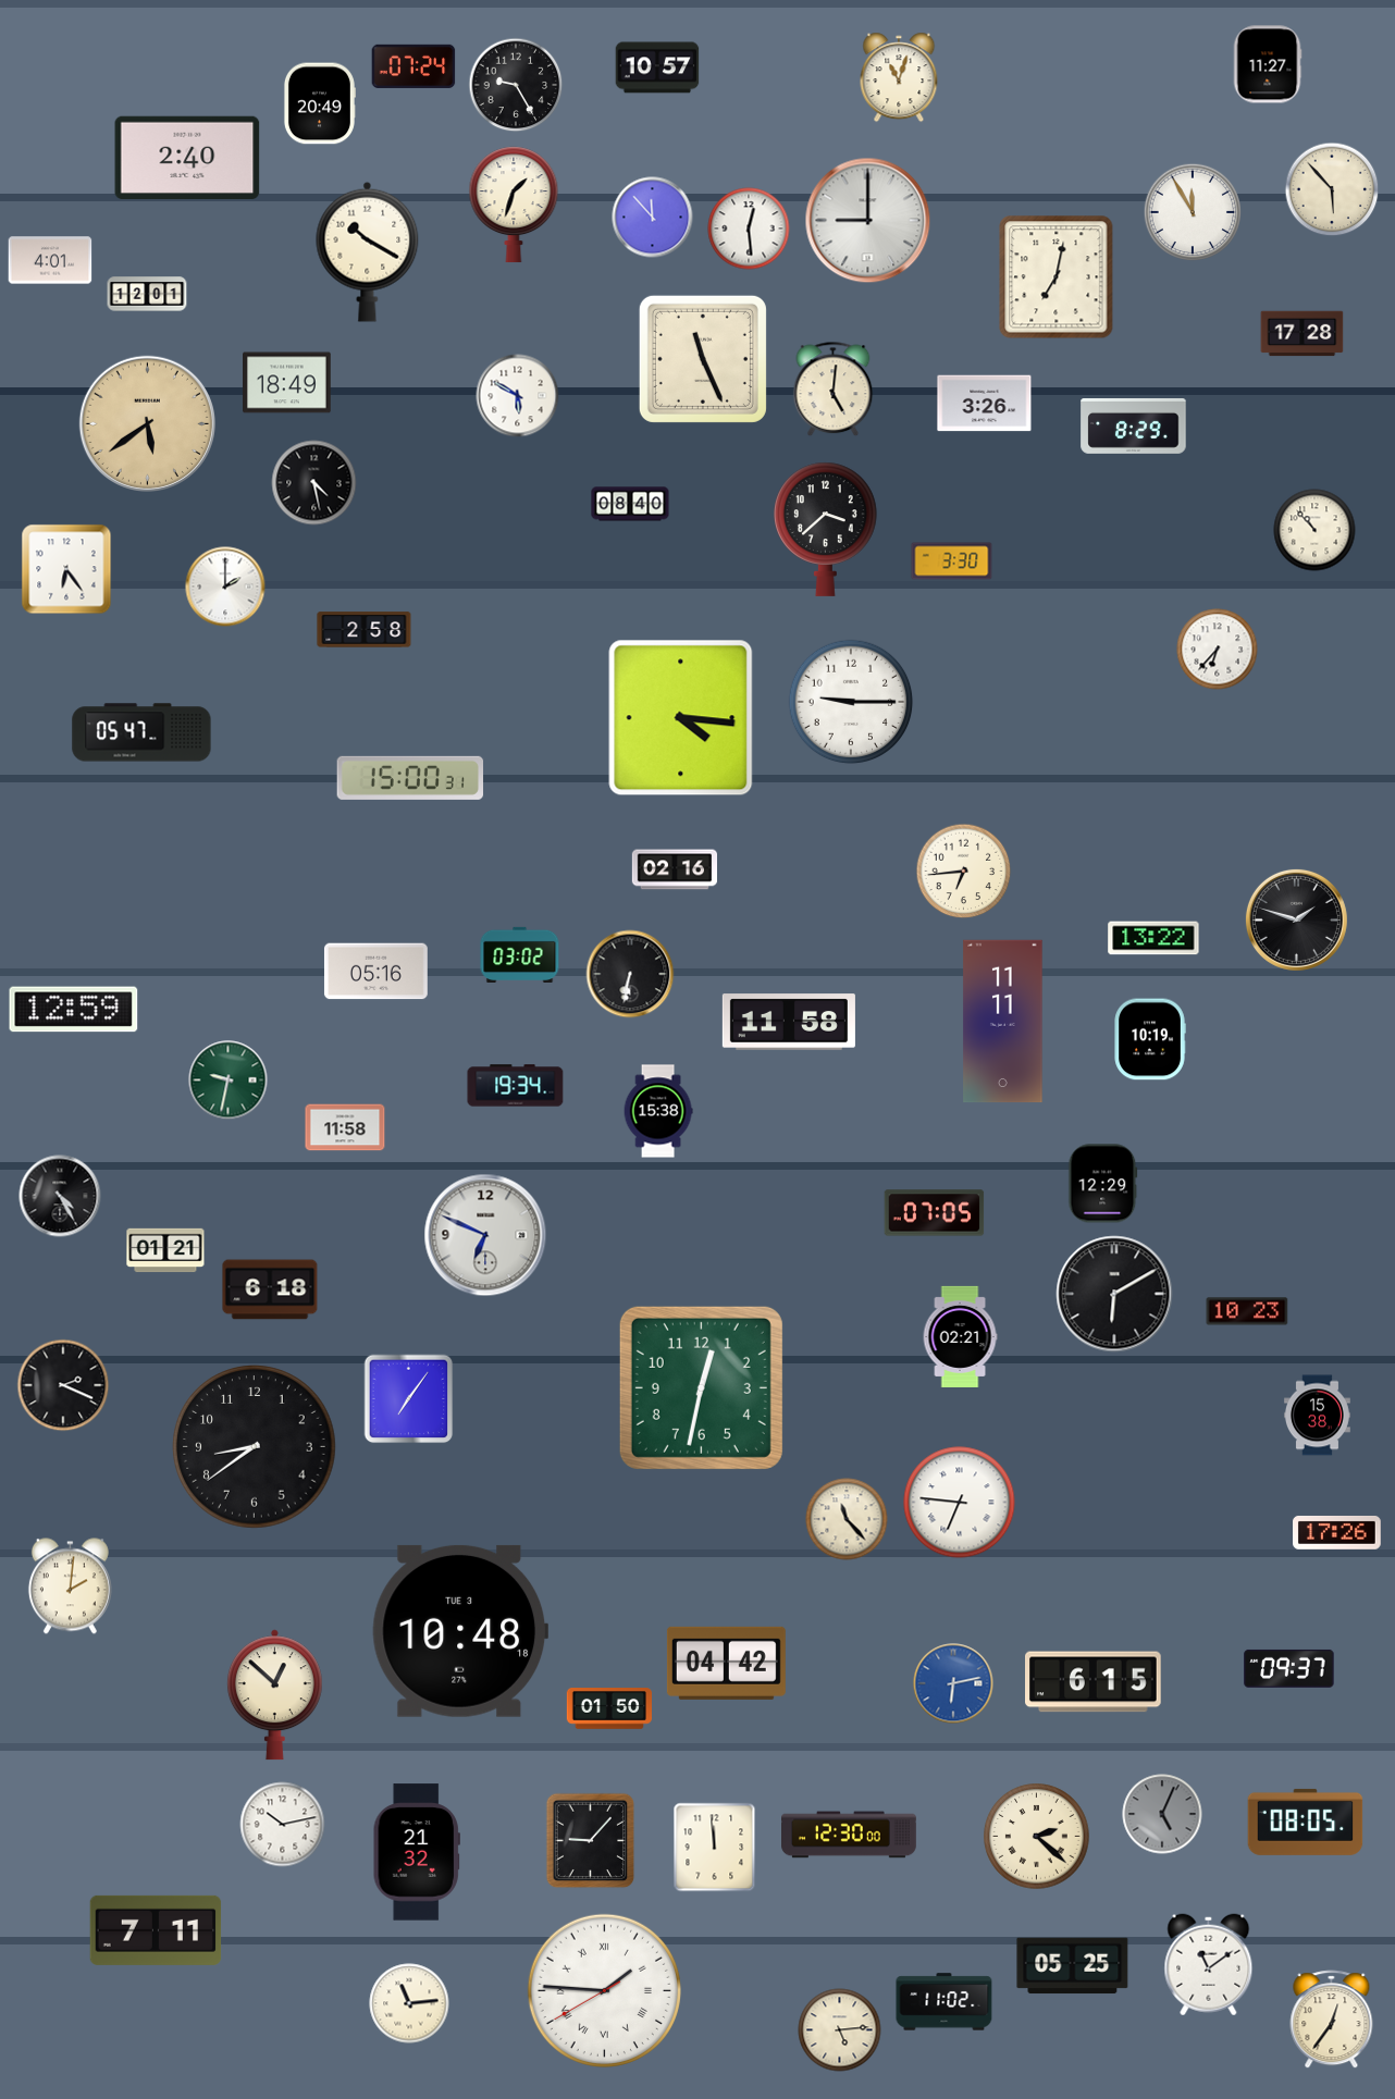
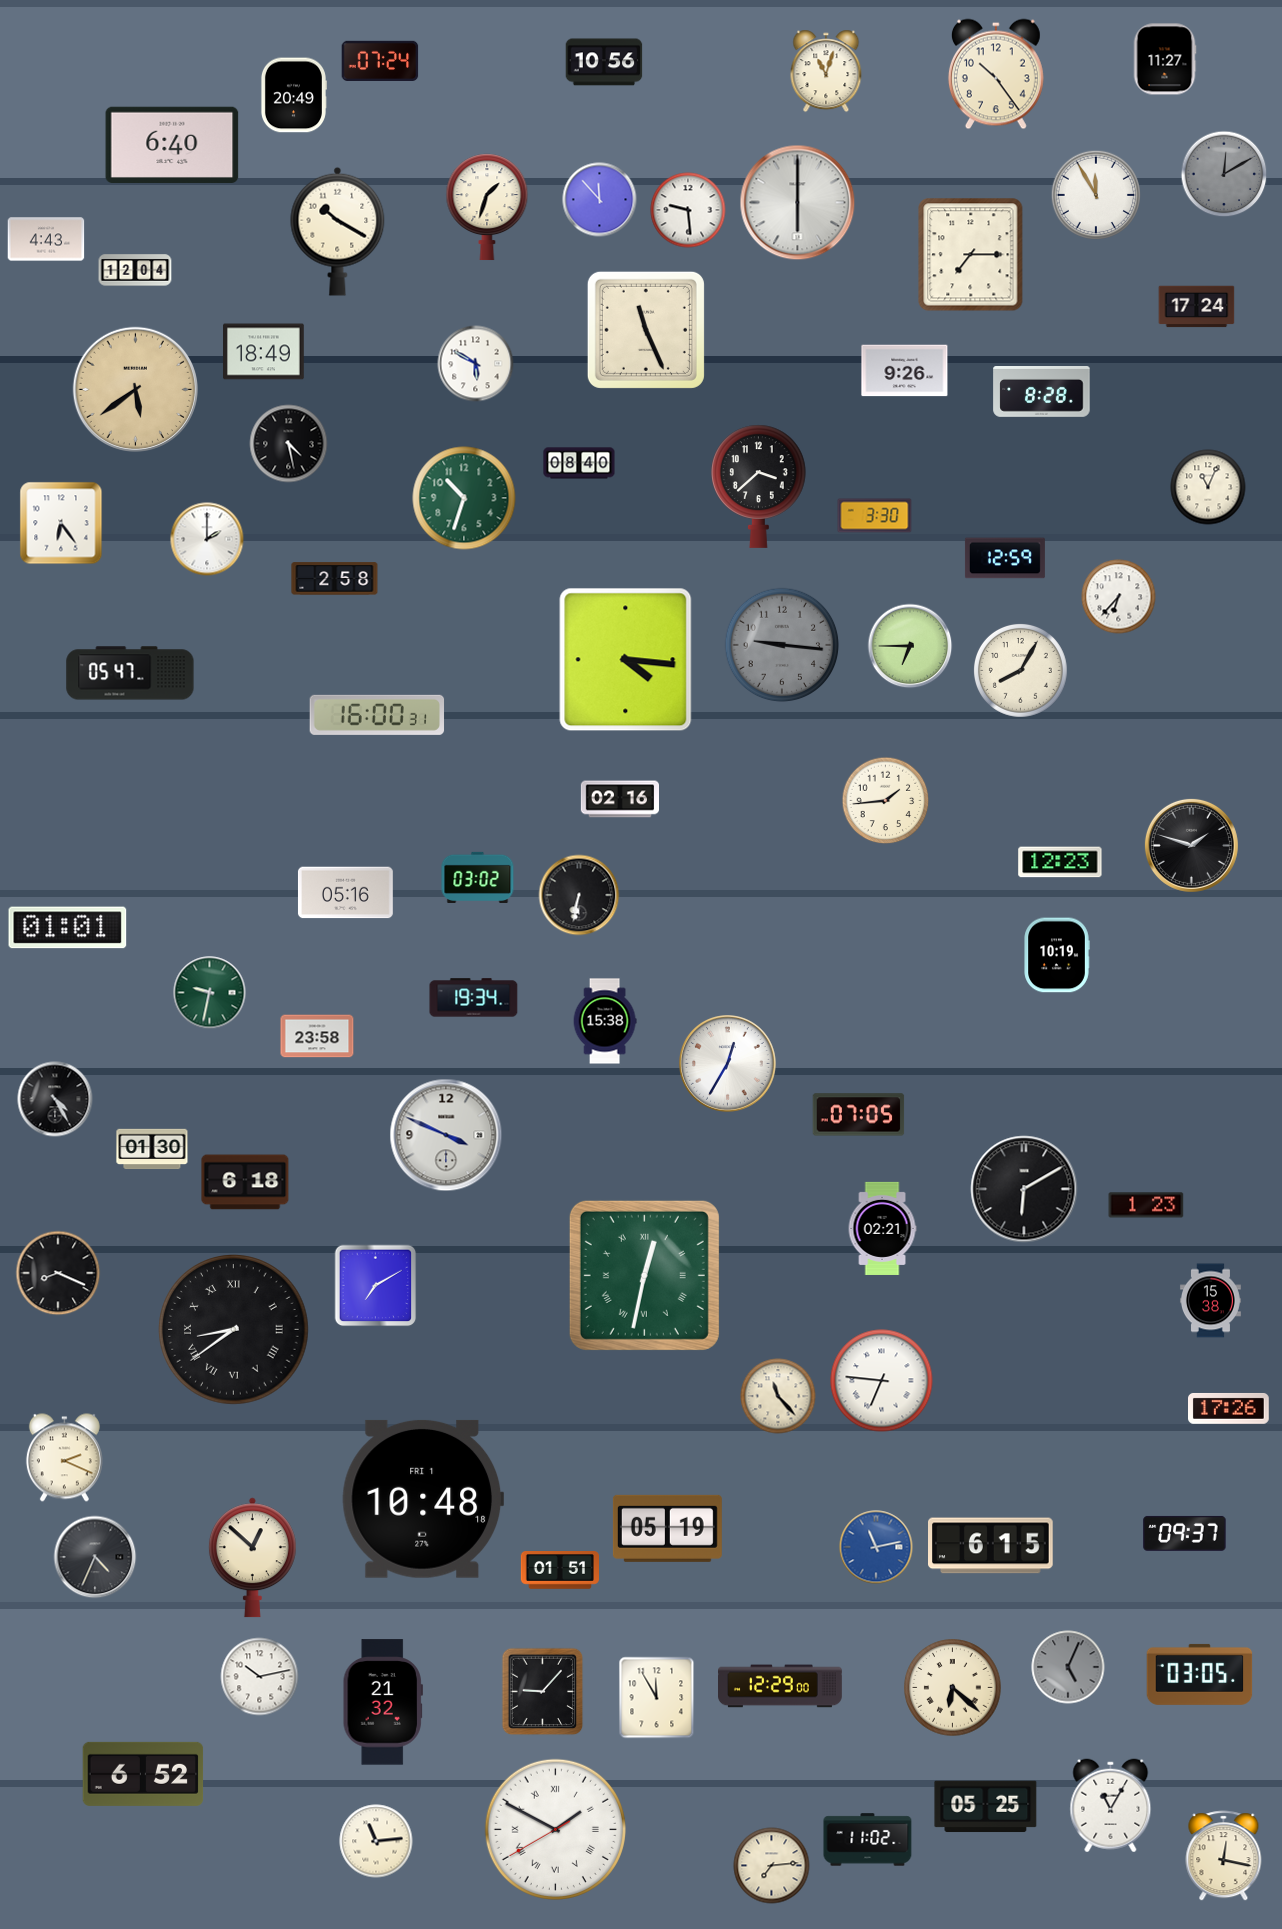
clock at (657, 67): 10:57 -> 10:56
clock at (996, 74): none -> 10:24
clock at (516, 85): 9:25 -> none
clock at (187, 157): 2:40 -> 6:40
clock at (1332, 189): 5:53 -> 12:10
clock at (1332, 189) dial: cream -> grey
clock at (514, 205) position: (514, 205) -> (487, 207)
clock at (868, 221): 9:00 -> 6:00
clock at (749, 229): 12:29 -> 9:29
clock at (50, 260): 4:01 -> 4:43
clock at (1057, 277): 7:02 -> 7:15
clock at (147, 294): 12:01 -> 12:04
clock at (1303, 334): 17:28 -> 17:24
clock at (834, 390): 5:01 -> none
clock at (985, 404): 3:26 -> 9:26
clock at (1134, 427): 8:29 -> 8:28
clock at (1314, 530): 10:53 -> 11:04
clock at (464, 498): none -> 10:33
clock at (1005, 558): none -> 12:59
clock at (851, 702): 9:15 -> 9:16
clock at (851, 702) dial: white -> grey
clock at (910, 646): none -> 6:45
clock at (1020, 670): none -> 8:05
clock at (410, 778): 15:00 -> 16:00
clock at (964, 872): 6:44 -> 1:44
clock at (1153, 938): 13:22 -> 12:23
clock at (74, 1010): 12:59 -> 01:01
clock at (789, 1022): 11:58 -> none
clock at (1003, 1022): 11:11 -> none
clock at (345, 1127): 11:58 -> 23:58
clock at (728, 1064): none -> 12:35
clock at (1103, 1184): 12:29 -> none
clock at (485, 1235): 6:49 -> 3:49
clock at (165, 1250): 01:21 -> 01:30
clock at (270, 1289) position: (270, 1289) -> (245, 1182)
clock at (1247, 1311): 10:23 -> 1:23
clock at (63, 1385): 2:19 -> 8:19
clock at (701, 1387) numerals: Arabic -> Roman
clock at (409, 1399): 7:06 -> 7:10
clock at (255, 1447) numerals: Arabic -> Roman
clock at (70, 1586): 2:01 -> 2:19
clock at (459, 1631) date: TUE 3 -> FRI 1
clock at (726, 1663): 04:42 -> 05:19
clock at (1094, 1682) position: (1094, 1682) -> (991, 1546)
clock at (953, 1683): 6:13 -> 11:13
clock at (95, 1557): none -> 4:34
clock at (608, 1709): 01:50 -> 01:51
clock at (1306, 1822): 08:05 -> 03:05
clock at (850, 1835): 12:30 -> 12:29
clock at (1037, 1837): 2:22 -> 6:22
clock at (715, 1848): 11:59 -> 11:55
clock at (156, 1930): 7:11 -> 6:52
clock at (1209, 1965): 11:09 -> 11:05
clock at (604, 1990): 1:45 -> 1:49
clock at (1332, 2020): 12:36 -> 12:17
clock at (840, 2030): 5:14 -> 7:14
